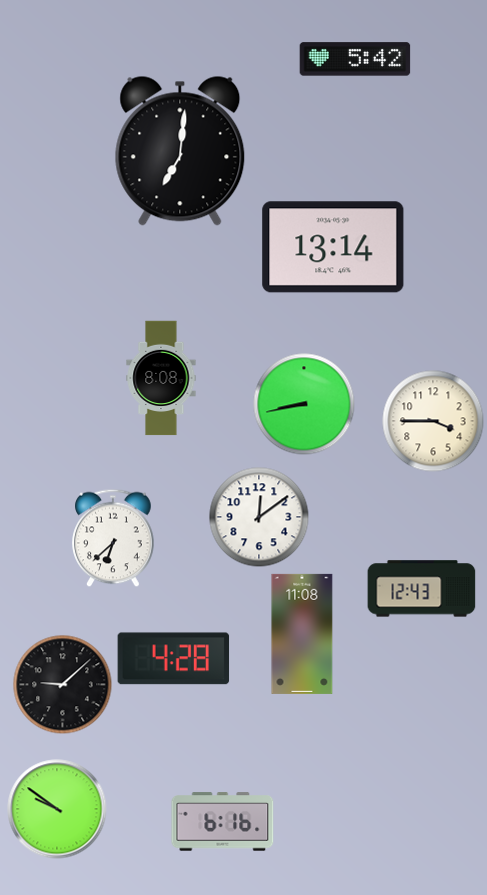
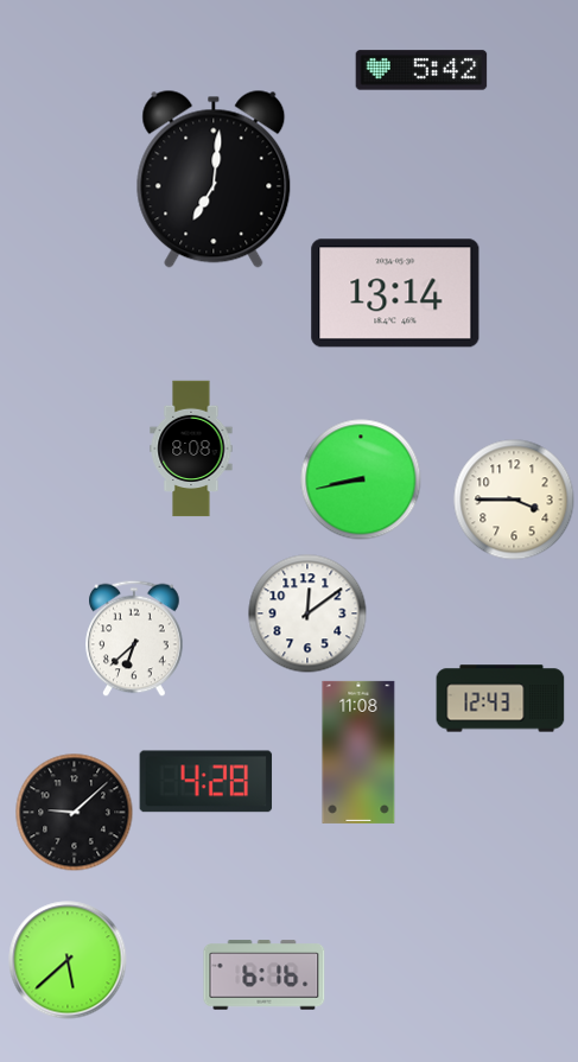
clock at (57, 809): 9:51 -> 5:38
